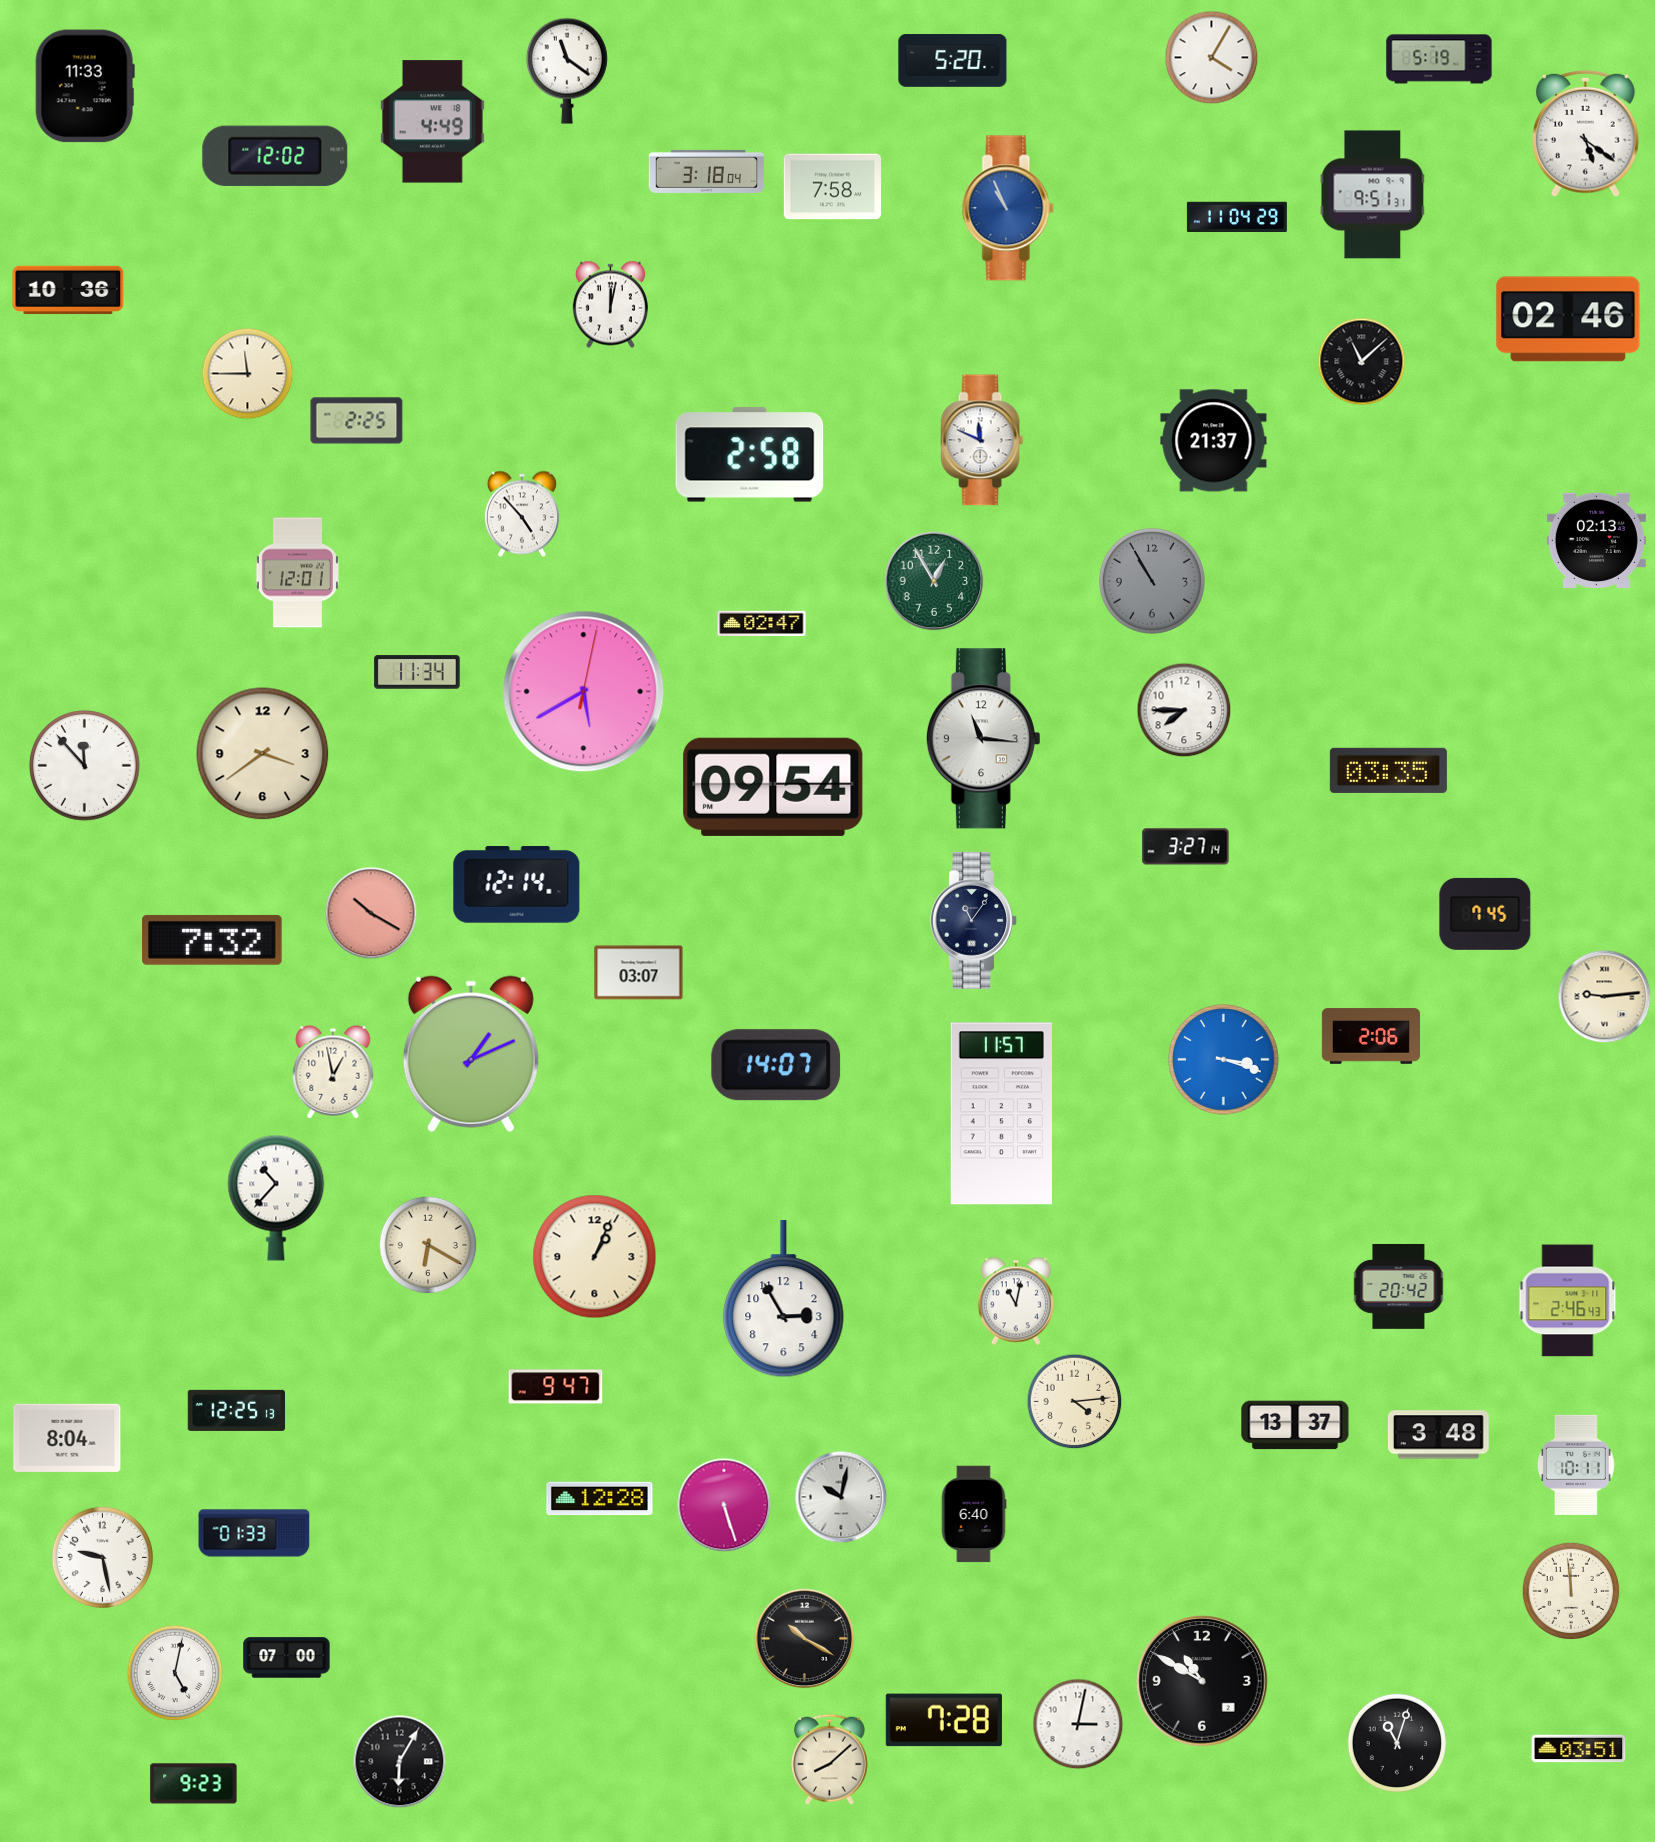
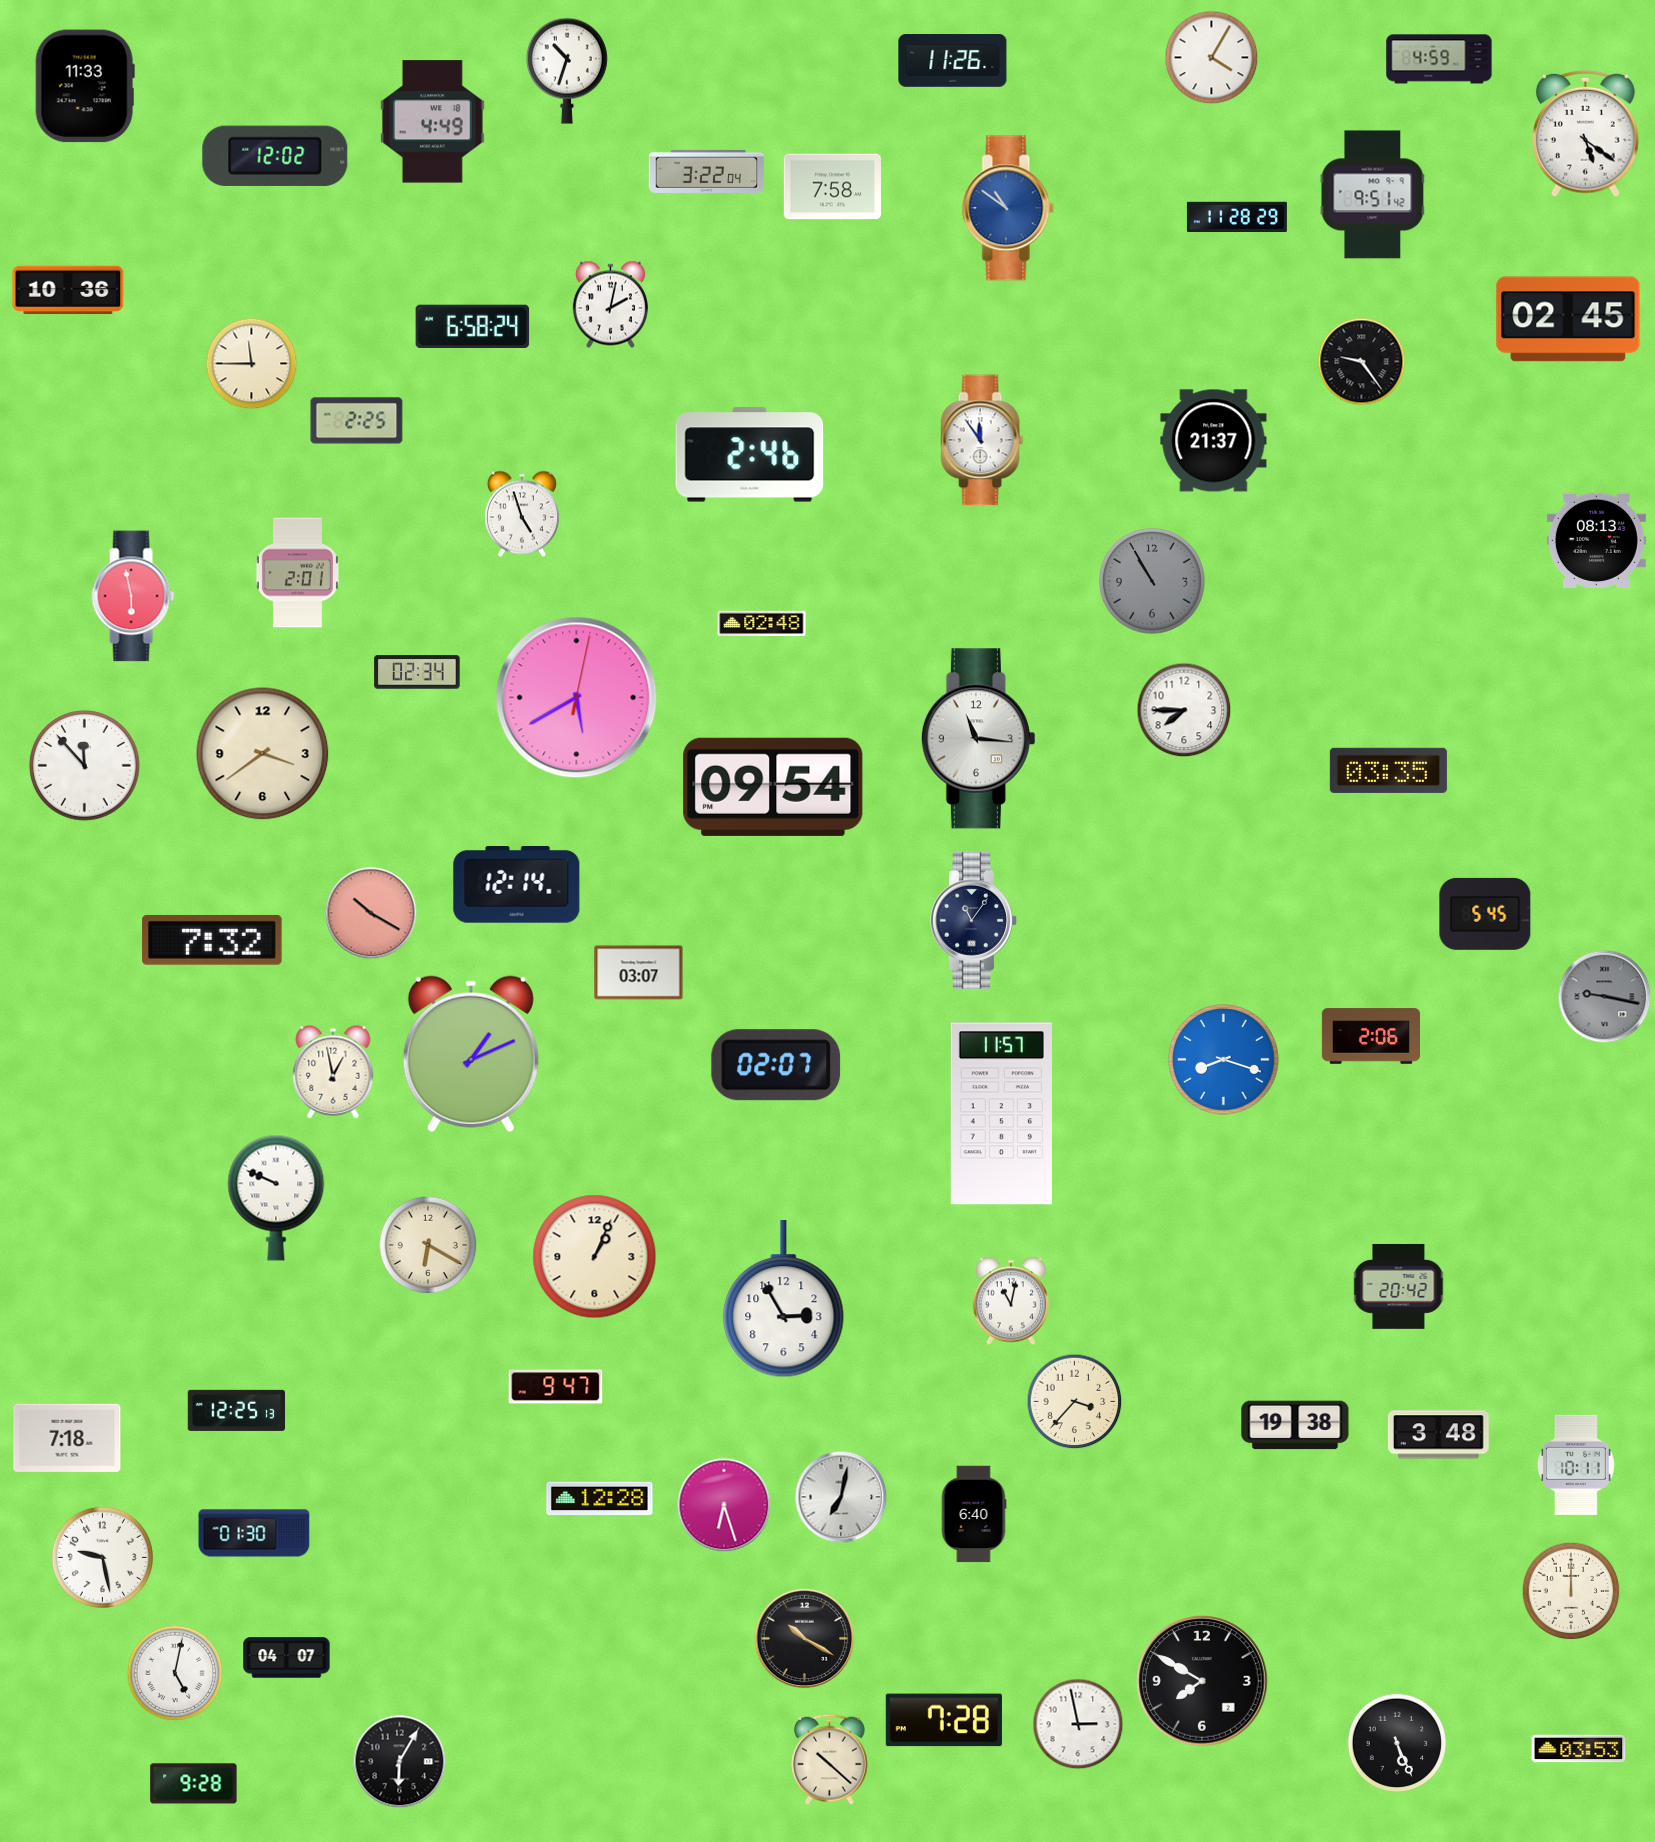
clock at (1439, 59): 5:19 -> 4:59
clock at (953, 61): 5:20 -> 11:26
clock at (567, 71): 11:21 -> 10:33
clock at (707, 171): 3:18 -> 3:22
clock at (1373, 195): 9:51:31 -> 9:51:42
clock at (1008, 208): 10:56 -> 10:51
clock at (1237, 216): 11:04 -> 11:28
clock at (610, 305): 12:02 -> 2:02
clock at (1568, 319): 02:46 -> 02:45
clock at (473, 326): none -> 6:58
clock at (1362, 362): 11:08 -> 9:24
clock at (248, 374) position: (248, 374) -> (252, 364)
clock at (982, 440): 11:49 -> 11:54
clock at (750, 455): 2:58 -> 2:46
clock at (522, 514): 4:53 -> 4:57
clock at (1596, 540): 02:13 -> 08:13
clock at (297, 573): 12:01 -> 2:01
clock at (934, 581): 12:55 -> none
clock at (133, 596): none -> 5:58
clock at (762, 623): 02:47 -> 02:48
clock at (417, 672): 11:34 -> 02:34
clock at (584, 692) position: (584, 692) -> (577, 698)
clock at (983, 739) position: (983, 739) -> (978, 739)
clock at (1186, 847): 3:27 -> none
clock at (1485, 914): 7:45 -> 5:45
clock at (1605, 997): 9:14 -> 9:17
clock at (1605, 997) dial: cream -> grey
clock at (1224, 1060): 3:18 -> 8:18
clock at (776, 1065): 14:07 -> 02:07
clock at (276, 1198): 10:37 -> 9:49
clock at (1015, 1301) position: (1015, 1301) -> (1010, 1301)
clock at (1568, 1301): 2:46 -> none
clock at (1075, 1402): 4:14 -> 3:37
clock at (1295, 1425): 13:37 -> 19:38
clock at (67, 1438): 8:04 -> 7:18
clock at (841, 1497): 10:02 -> 7:02
clock at (724, 1505): 5:27 -> 6:27
clock at (254, 1533): 01:33 -> 01:30
clock at (1571, 1591): 11:59 -> 12:00
clock at (287, 1658): 07:00 -> 04:07
clock at (1202, 1681): 10:50 -> 7:50
clock at (1078, 1724): 3:02 -> 2:58
clock at (1397, 1743): 11:03 -> 5:26
clock at (1579, 1749): 03:51 -> 03:53
clock at (830, 1759): 8:08 -> 10:22
clock at (194, 1784): 9:23 -> 9:28
